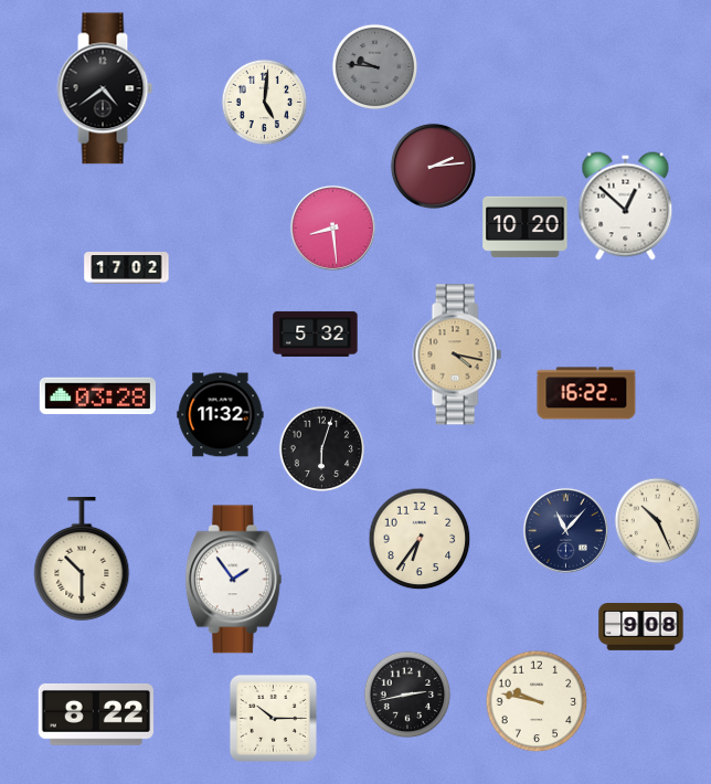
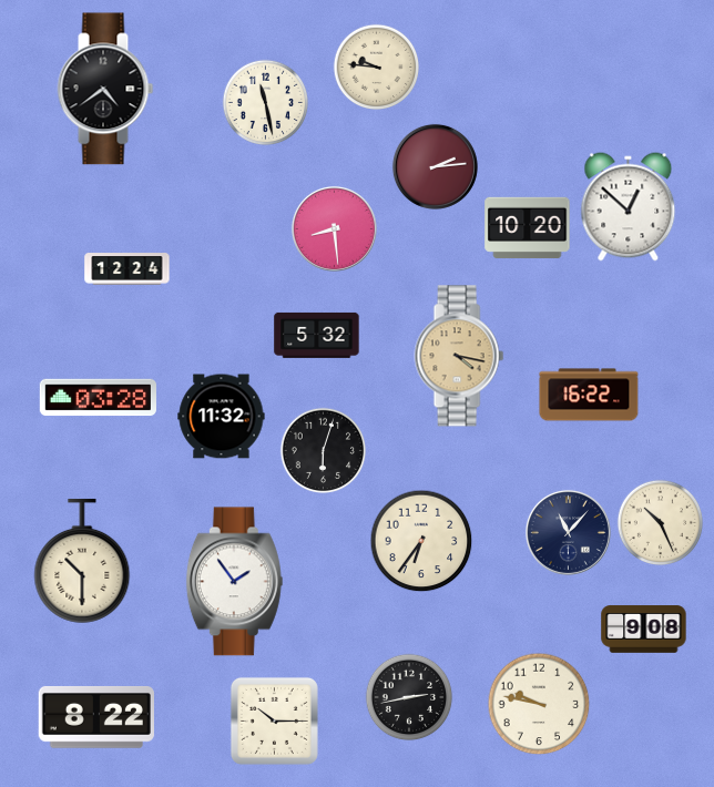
clock at (374, 66) dial: grey -> cream
clock at (264, 102): 5:01 -> 11:28
clock at (127, 268): 17:02 -> 12:24
